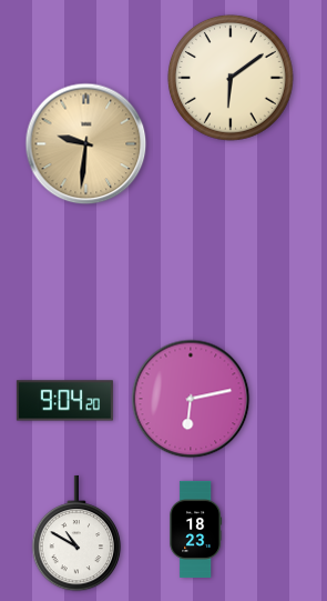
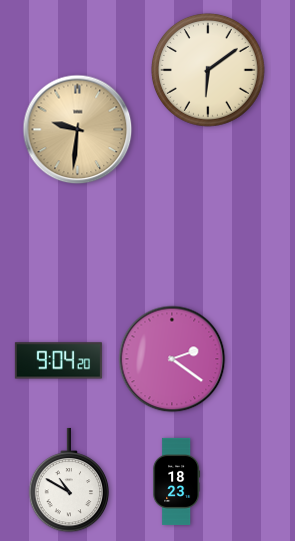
clock at (191, 399): 6:13 -> 2:21
clock at (196, 529) position: (196, 529) -> (177, 481)
